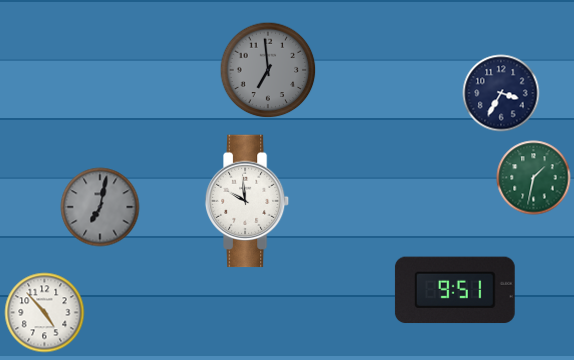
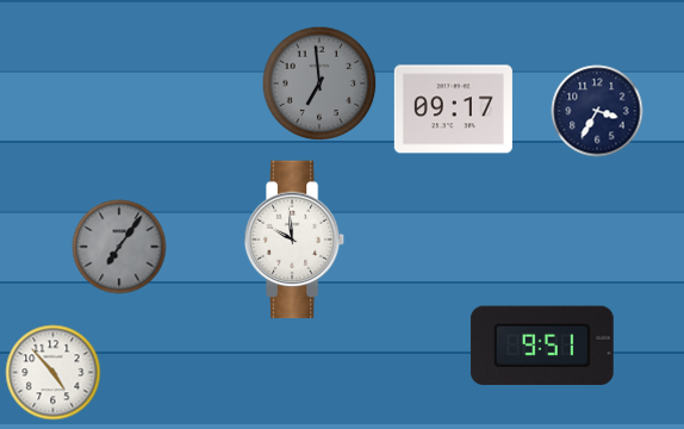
clock at (453, 110): none -> 09:17
clock at (534, 178): 1:32 -> none
clock at (100, 207): 7:02 -> 7:06
